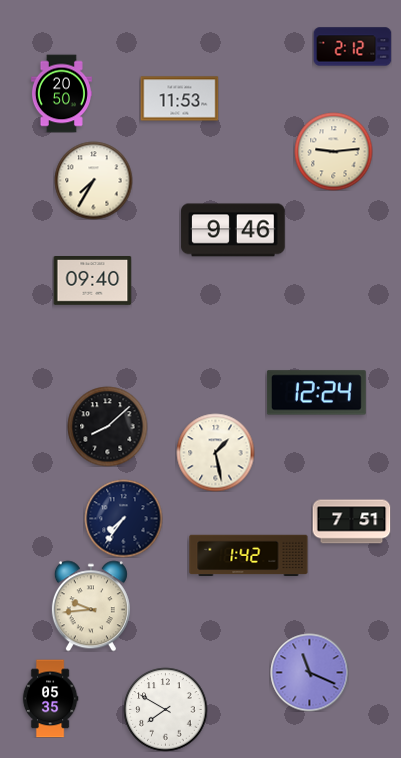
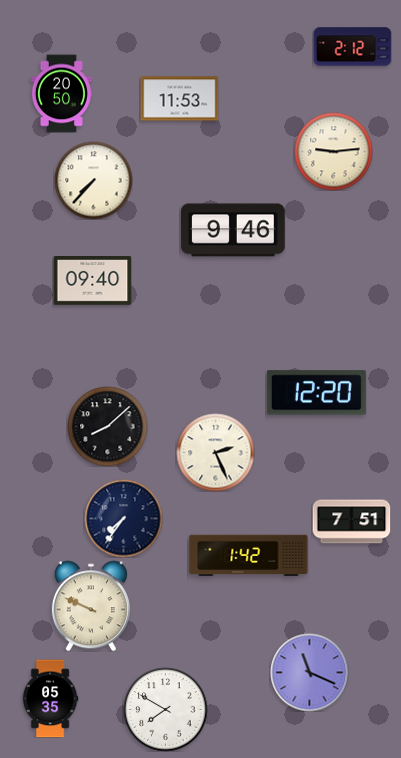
clock at (93, 180): 7:35 -> 7:37
clock at (316, 393): 12:24 -> 12:20
clock at (215, 452): 1:28 -> 2:26
clock at (91, 606): 9:44 -> 9:49
